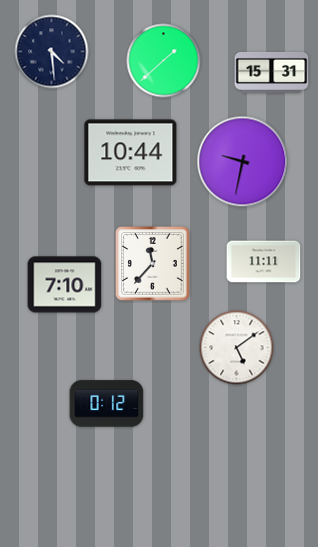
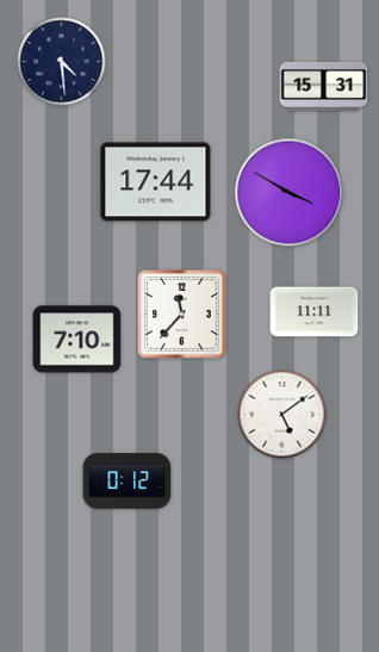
clock at (164, 61): 1:38 -> none
clock at (131, 153): 10:44 -> 17:44
clock at (243, 162): 9:32 -> 3:50
